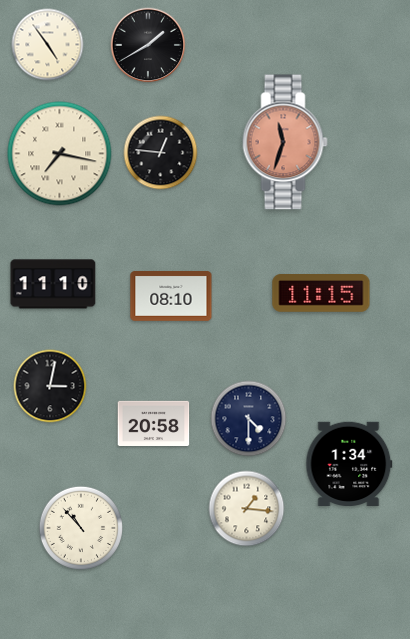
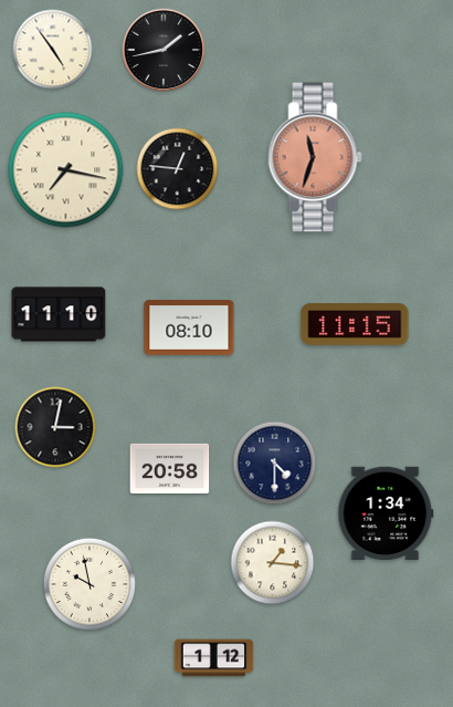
clock at (148, 45): 1:40 -> 1:43
clock at (80, 527): 10:53 -> 9:58
clock at (214, 658): none -> 1:12
